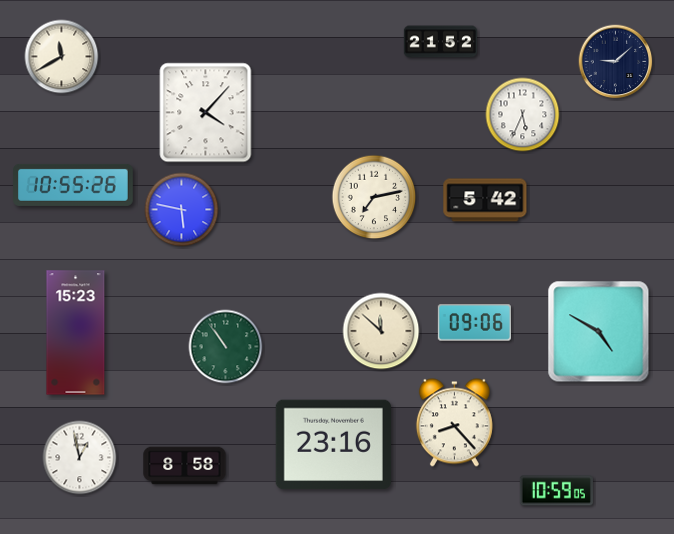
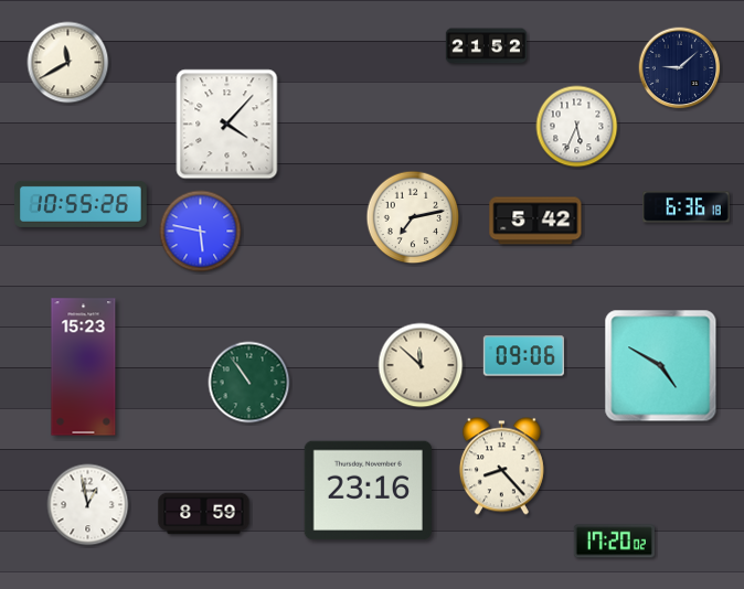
clock at (687, 207): none -> 6:36
clock at (185, 466): 8:58 -> 8:59
clock at (556, 491): 10:59 -> 17:20
